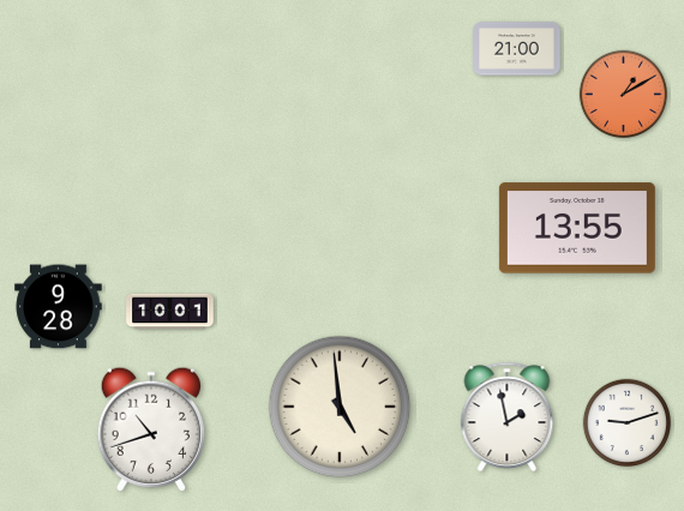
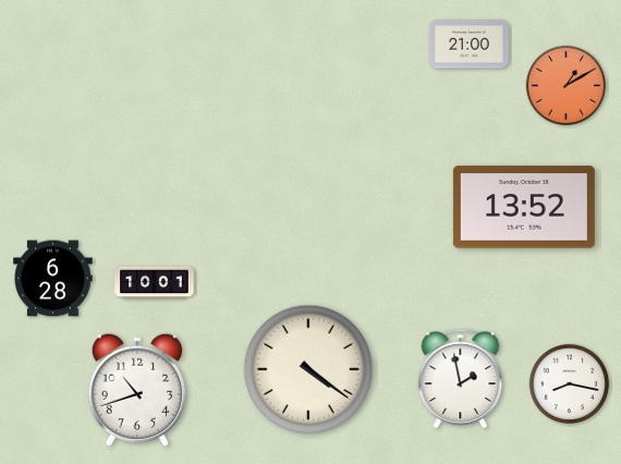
clock at (577, 228): 13:55 -> 13:52
clock at (59, 307): 9:28 -> 6:28
clock at (340, 407): 4:59 -> 4:21
clock at (628, 423): 9:12 -> 8:17
